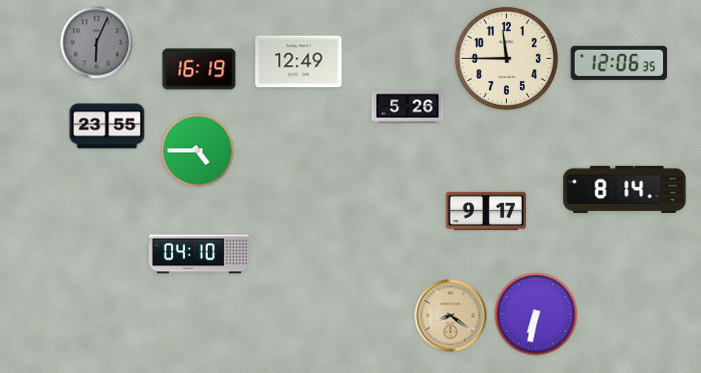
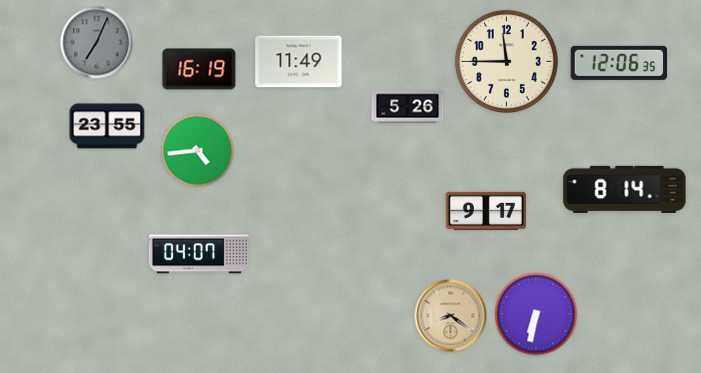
clock at (97, 43): 6:04 -> 7:04
clock at (506, 58) position: (506, 58) -> (506, 61)
clock at (299, 62): 12:49 -> 11:49
clock at (198, 151): 4:45 -> 4:44
clock at (199, 254): 04:10 -> 04:07
